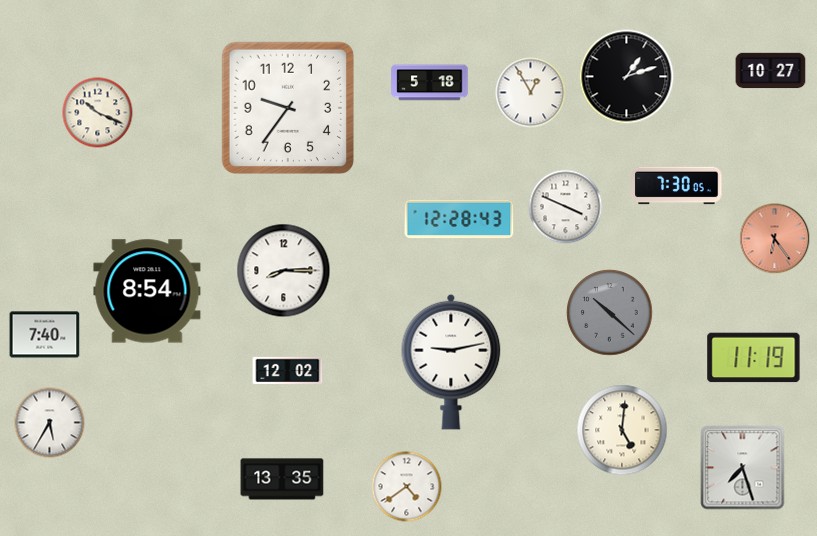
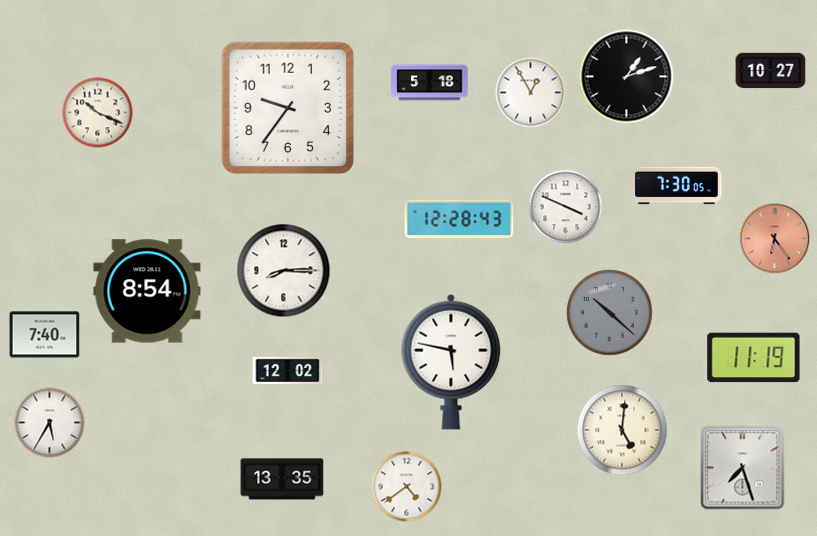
clock at (451, 362): 9:13 -> 5:47
